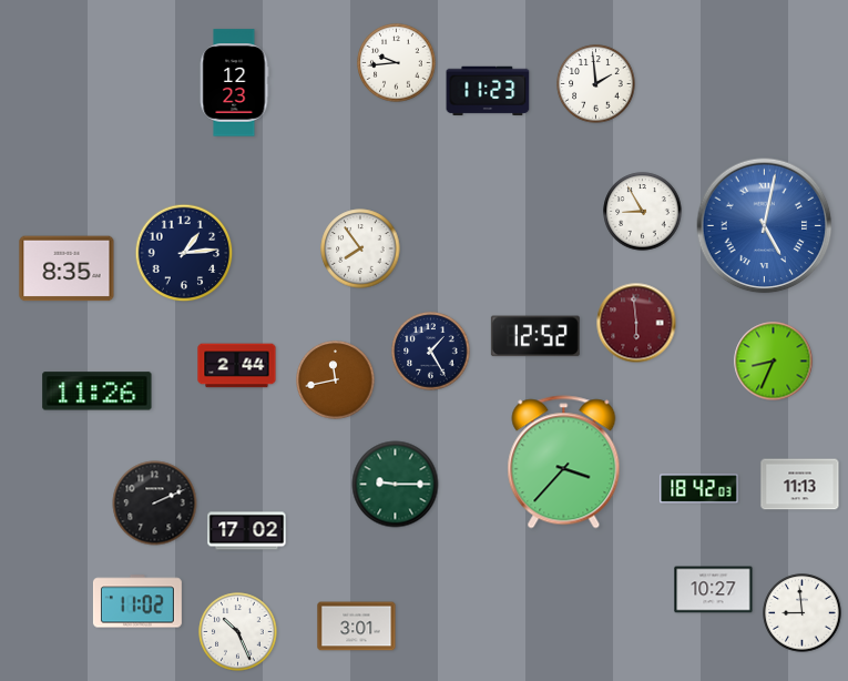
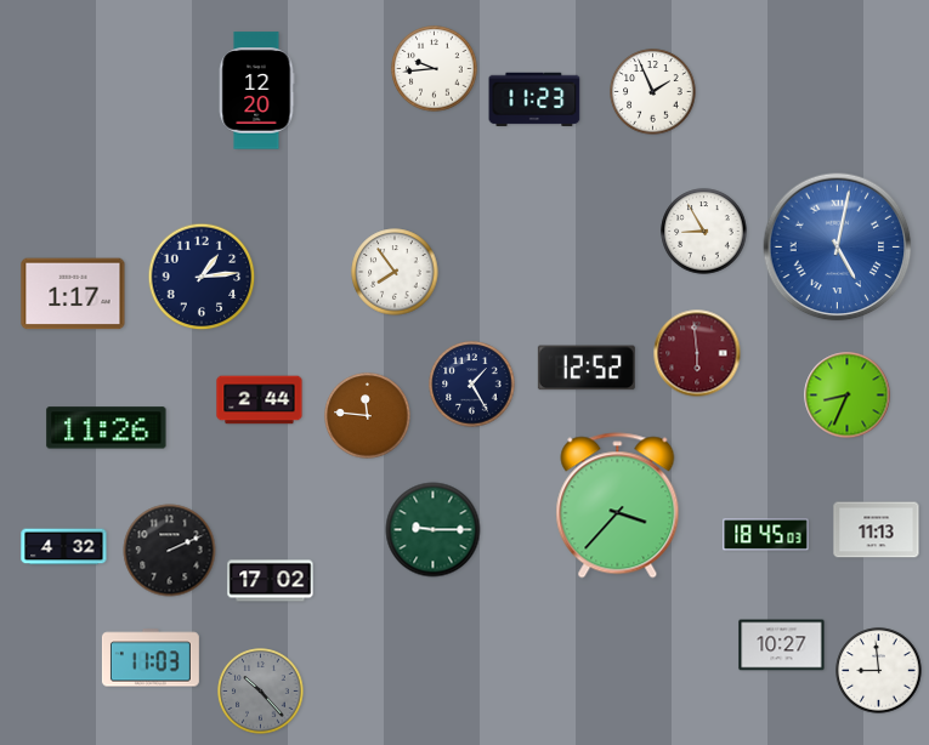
clock at (234, 83): 12:23 -> 12:20
clock at (596, 84): 1:59 -> 1:56
clock at (67, 268): 8:35 -> 1:17
clock at (336, 380): 11:43 -> 11:46
clock at (699, 489): 18:42 -> 18:45
clock at (64, 547): none -> 4:32
clock at (137, 601): 11:02 -> 11:03
clock at (357, 627): 3:01 -> none
clock at (238, 632): 10:26 -> 10:23
clock at (238, 632) dial: white -> grey
